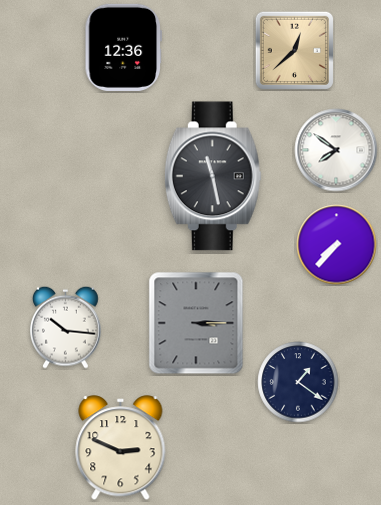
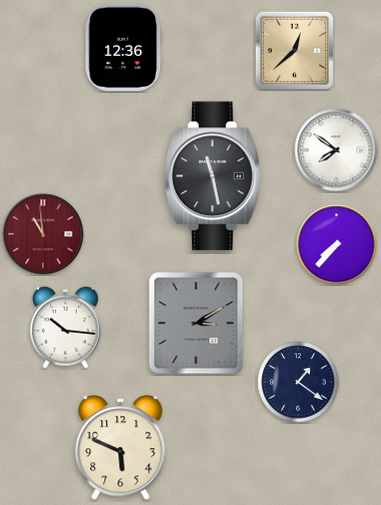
clock at (43, 234): none -> 10:59
clock at (196, 323): 3:15 -> 3:10
clock at (121, 448): 2:49 -> 5:49
